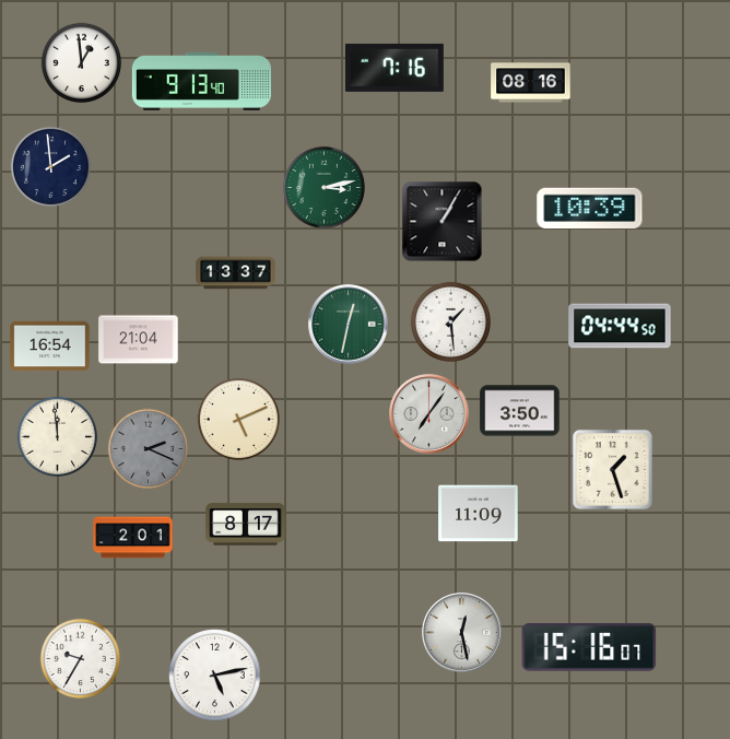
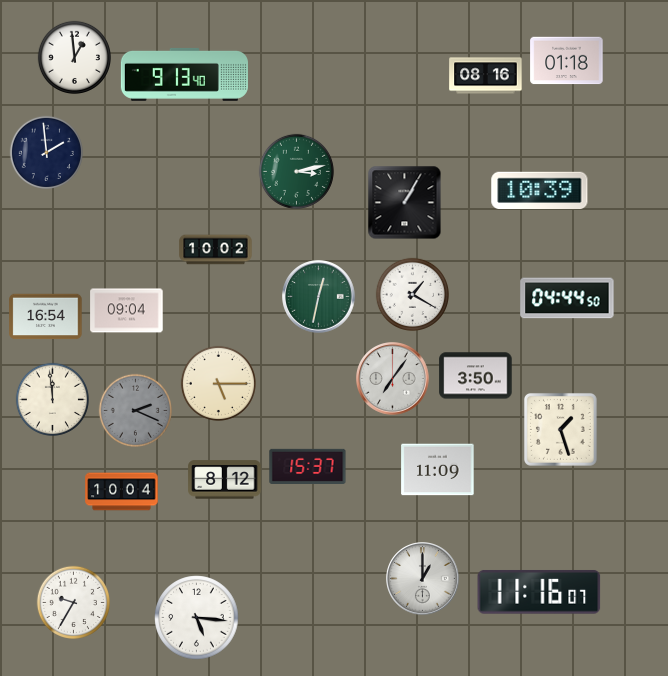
clock at (567, 61): none -> 01:18
clock at (395, 68): 7:16 -> none
clock at (236, 273): 13:37 -> 10:02
clock at (450, 321): 1:29 -> 1:20
clock at (139, 340): 21:04 -> 09:04
clock at (238, 419): 5:11 -> 5:15
clock at (308, 466): none -> 15:37
clock at (246, 525): 8:17 -> 8:12
clock at (133, 538): 2:01 -> 10:04
clock at (462, 633): 12:28 -> 1:00
clock at (589, 647): 15:16 -> 11:16
clock at (215, 676): 5:13 -> 5:16
